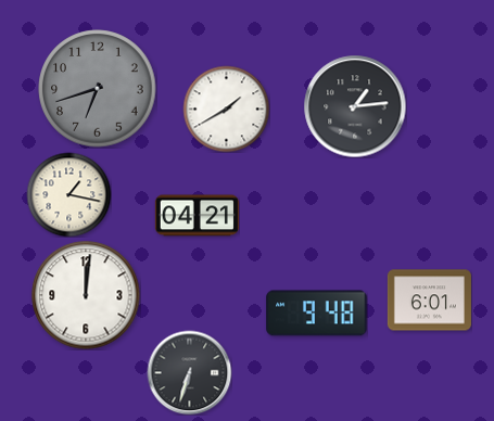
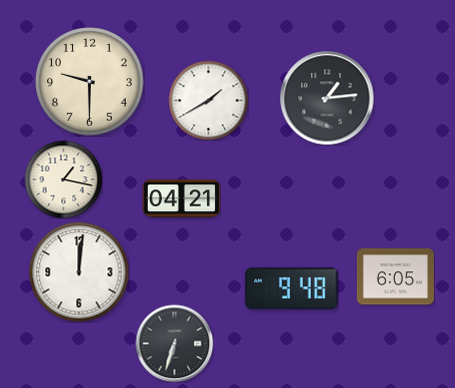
clock at (98, 89): 6:42 -> 9:30
clock at (98, 89) dial: grey -> cream
clock at (429, 301): 6:01 -> 6:05
